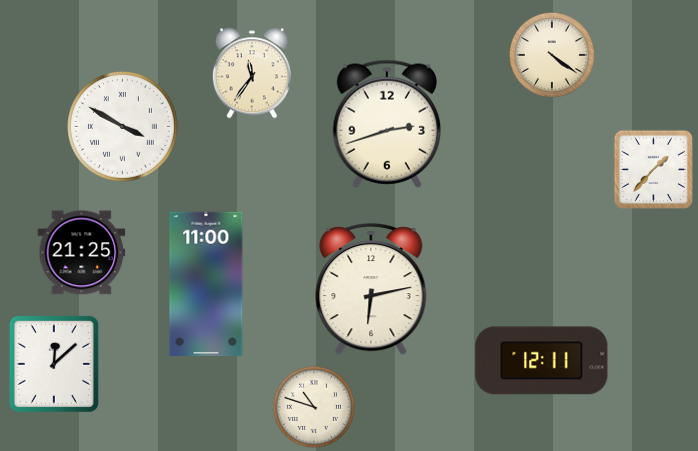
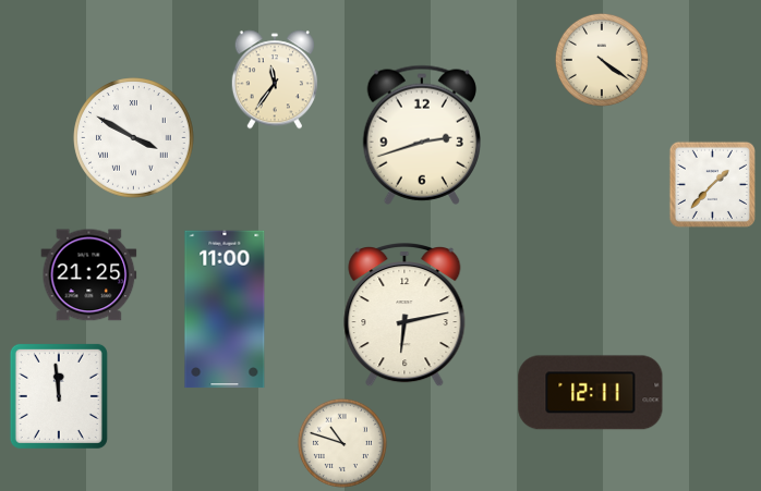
clock at (54, 364): 12:08 -> 11:59
